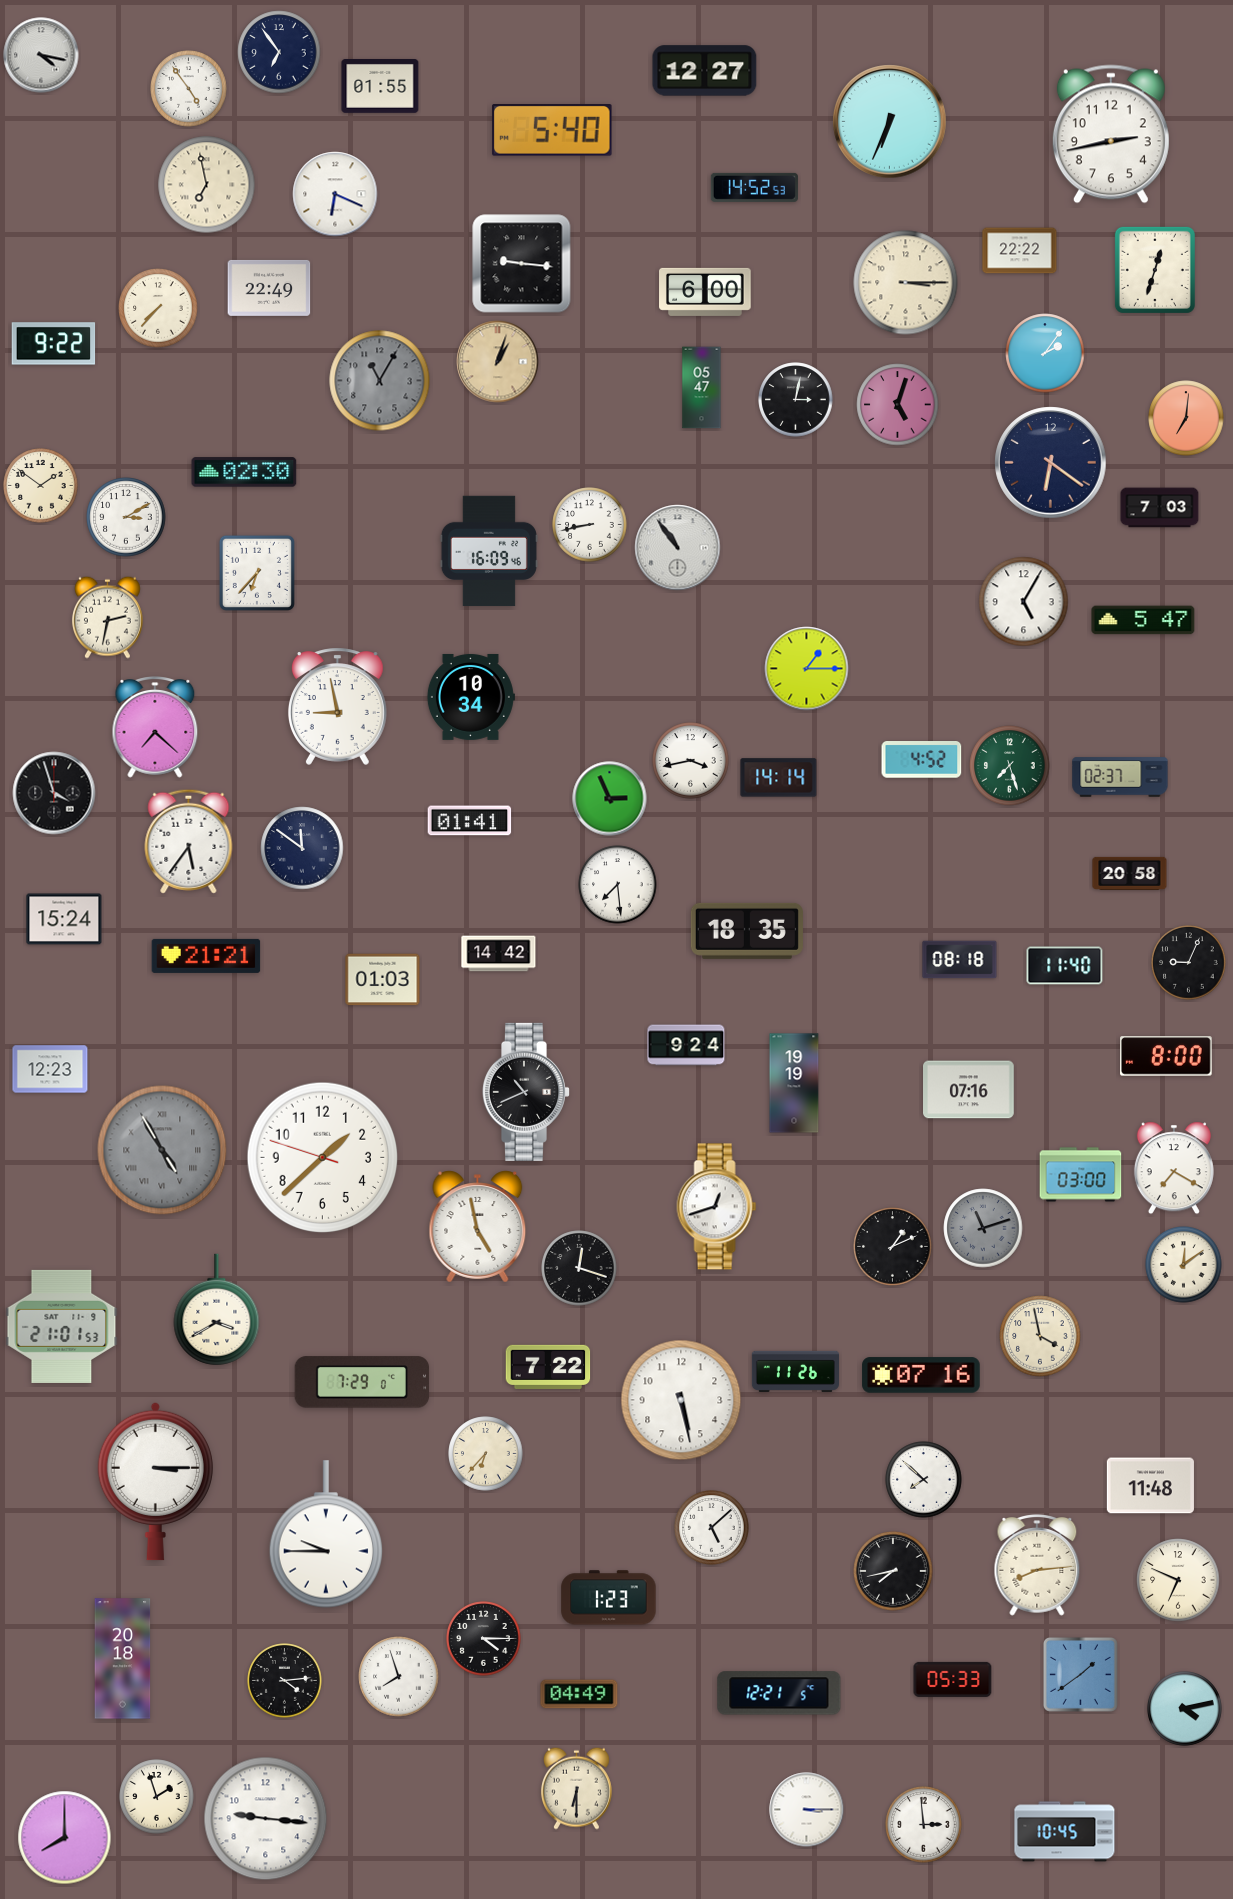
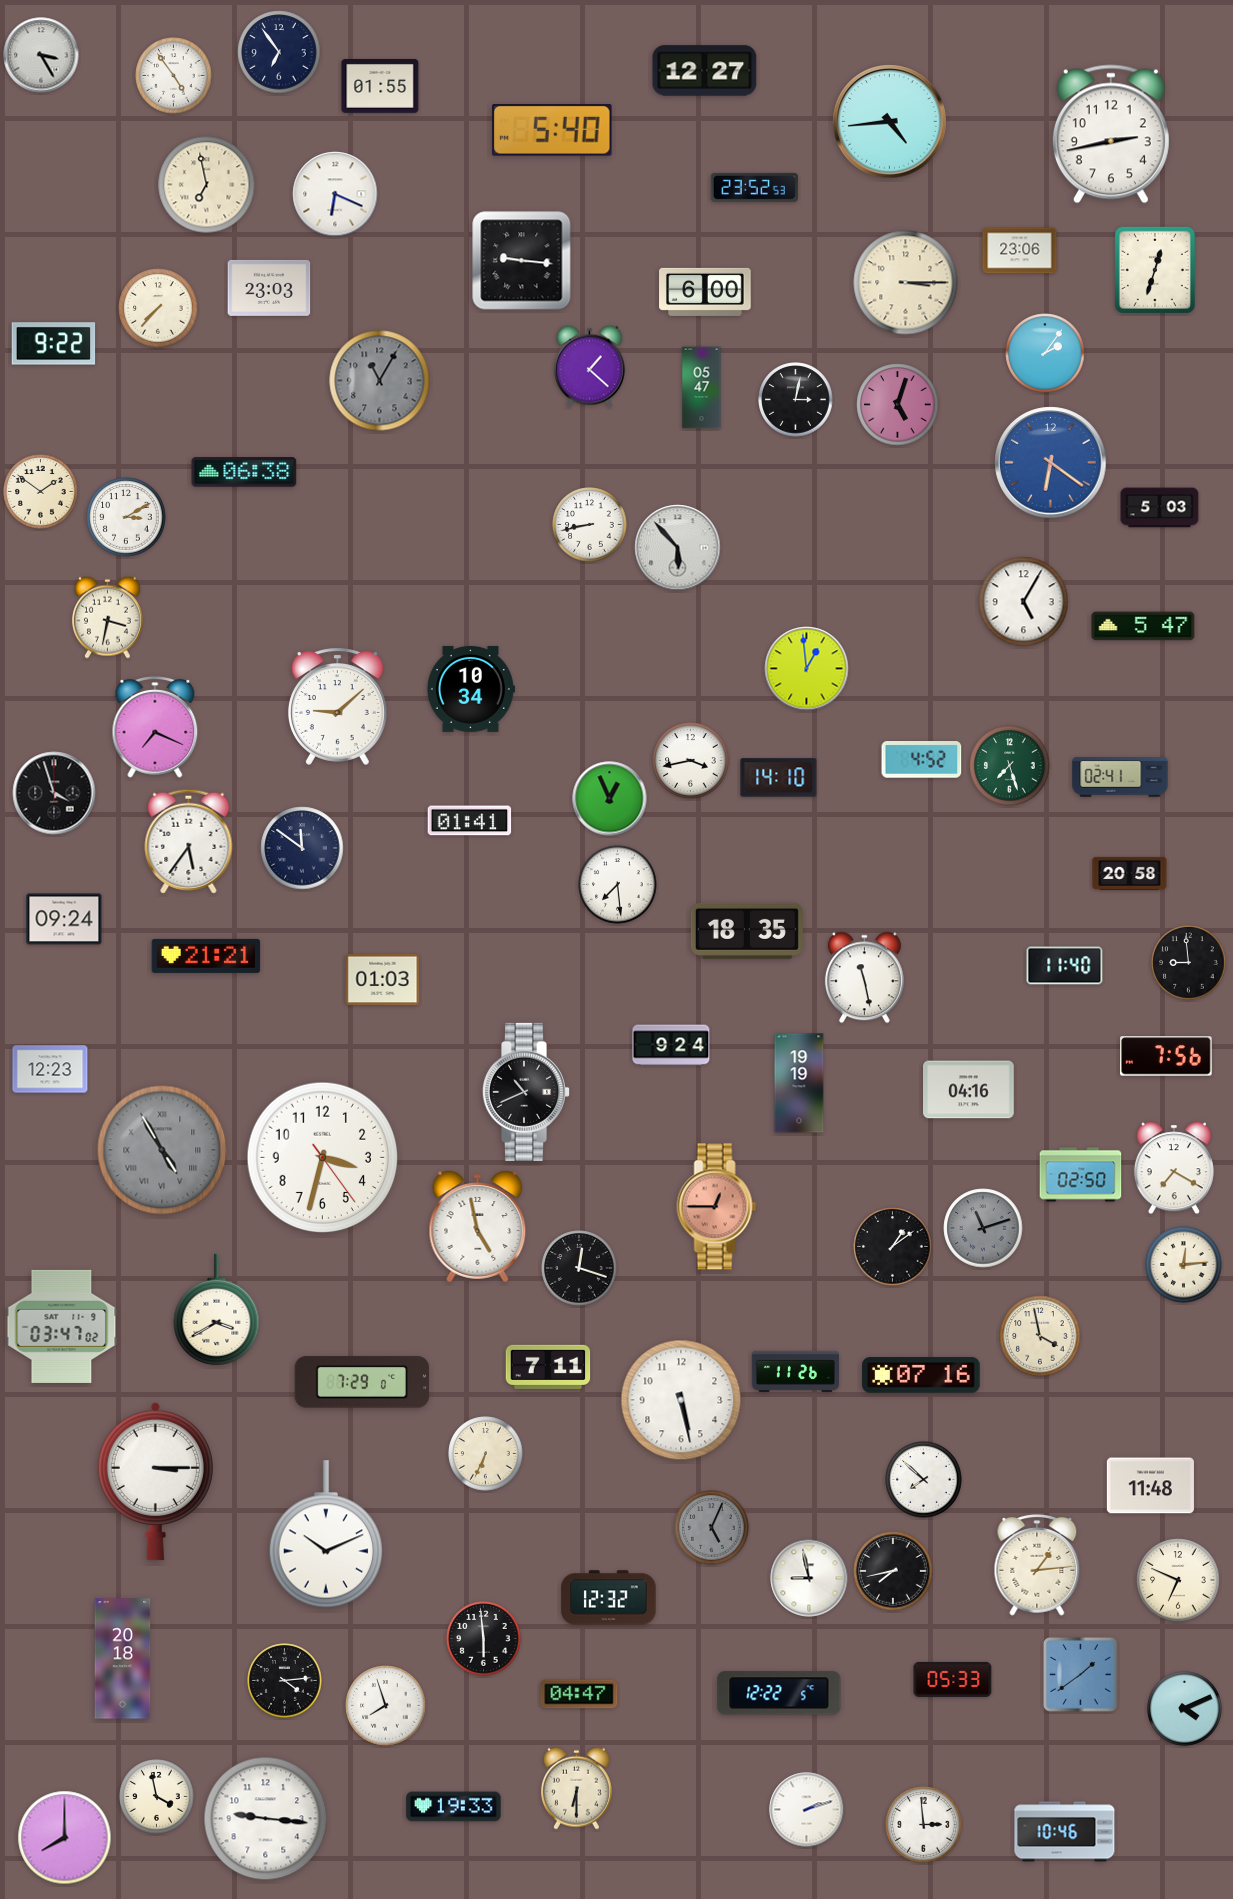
clock at (41, 55): 4:17 -> 3:25
clock at (189, 89) position: (189, 89) -> (174, 76)
clock at (890, 122): 6:34 -> 4:44
clock at (754, 187): 14:52 -> 23:52
clock at (1020, 251): 22:22 -> 23:06
clock at (522, 264) position: (522, 264) -> (522, 261)
clock at (269, 288): 22:49 -> 23:03
clock at (498, 362): 1:03 -> none
clock at (589, 366): none -> 1:22
clock at (1186, 418): 7:01 -> none
clock at (1051, 463) dial: navy -> blue
clock at (244, 472): 02:30 -> 06:38
clock at (41, 486) position: (41, 486) -> (41, 492)
clock at (1160, 508): 7:03 -> 5:03
clock at (678, 548): 10:54 -> 5:53
clock at (489, 551): 16:09 -> none
clock at (257, 573): 6:37 -> none
clock at (107, 617): 2:32 -> 3:32
clock at (1143, 620) position: (1143, 620) -> (1143, 626)
clock at (807, 669): 1:15 -> 12:59
clock at (470, 697) position: (470, 697) -> (470, 689)
clock at (337, 706): 8:58 -> 9:08
clock at (155, 728): 7:22 -> 7:19
clock at (1120, 777): 02:37 -> 02:41
clock at (779, 778): 14:14 -> 14:10
clock at (610, 799): 2:56 -> 12:56
clock at (64, 919): 15:24 -> 09:24
clock at (499, 954): 14:42 -> none
clock at (960, 960): 08:18 -> none
clock at (1189, 963): 9:04 -> 8:59
clock at (864, 978): none -> 11:28
clock at (686, 1045) position: (686, 1045) -> (671, 1045)
clock at (1167, 1056): 8:00 -> 7:56
clock at (794, 1083) position: (794, 1083) -> (799, 1083)
clock at (969, 1090): 07:16 -> 04:16
clock at (323, 1158): 1:37 -> 3:32
clock at (1081, 1175): 03:00 -> 02:50
clock at (717, 1207): 12:42 -> 12:45
clock at (717, 1207) dial: white -> salmon
clock at (893, 1247): 1:11 -> 1:09
clock at (1184, 1265): 12:09 -> 12:14
clock at (62, 1326): 21:01 -> 03:47
clock at (548, 1366): 7:22 -> 7:11
clock at (486, 1454): 6:37 -> 6:34
clock at (712, 1528): 5:08 -> 5:04
clock at (712, 1528) dial: white -> grey
clock at (326, 1534): 9:45 -> 10:11
clock at (1037, 1566): 8:14 -> 1:14
clock at (809, 1578): none -> 8:58
clock at (609, 1598): 1:23 -> 12:32
clock at (484, 1639): 4:15 -> 5:59
clock at (399, 1677) position: (399, 1677) -> (386, 1706)
clock at (779, 1693): 12:21 -> 12:22
clock at (579, 1694): 04:49 -> 04:47
clock at (1185, 1709): 4:13 -> 4:11
clock at (157, 1797): 1:57 -> 3:58
clock at (454, 1807): none -> 19:33
clock at (807, 1810): 3:15 -> 2:12
clock at (1065, 1832): 10:45 -> 10:46
